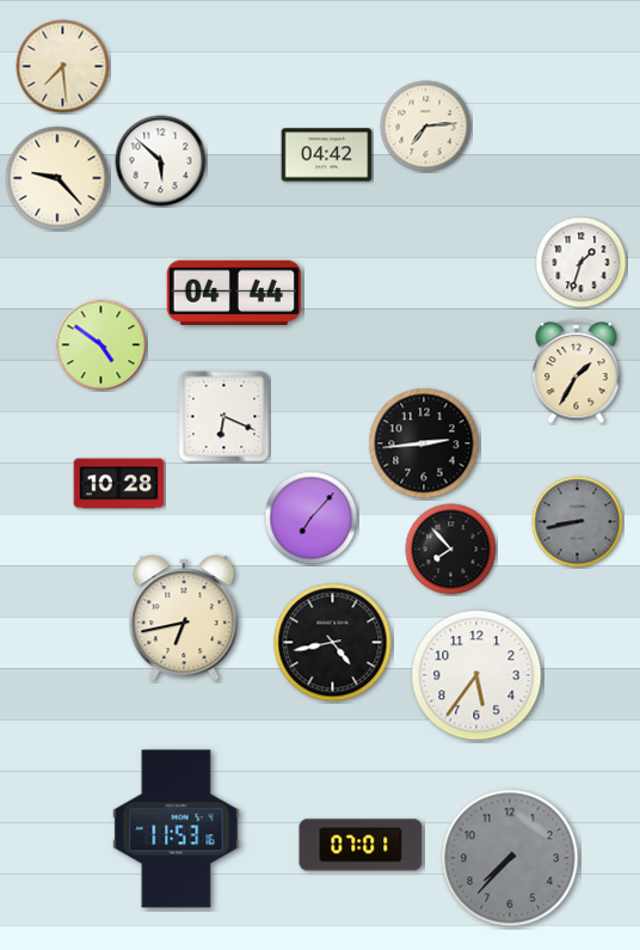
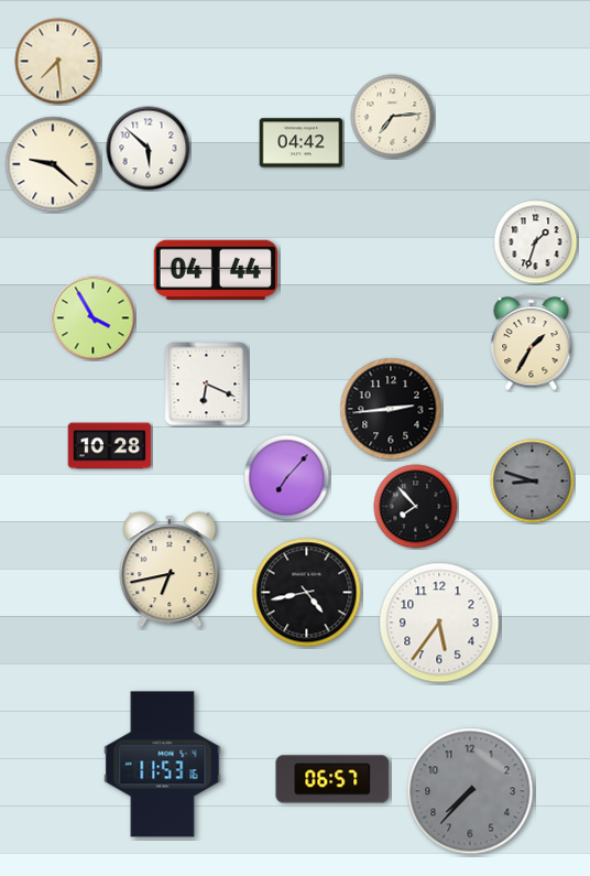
clock at (57, 178): 9:23 -> 9:22
clock at (101, 345): 4:51 -> 3:55
clock at (578, 522): 8:43 -> 8:48
clock at (361, 845): 07:01 -> 06:57
